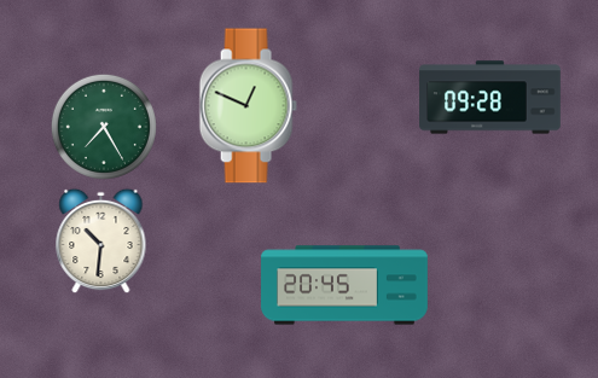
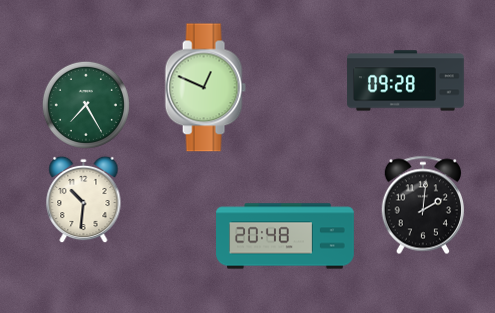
clock at (422, 205): none -> 2:01
clock at (344, 285): 20:45 -> 20:48
